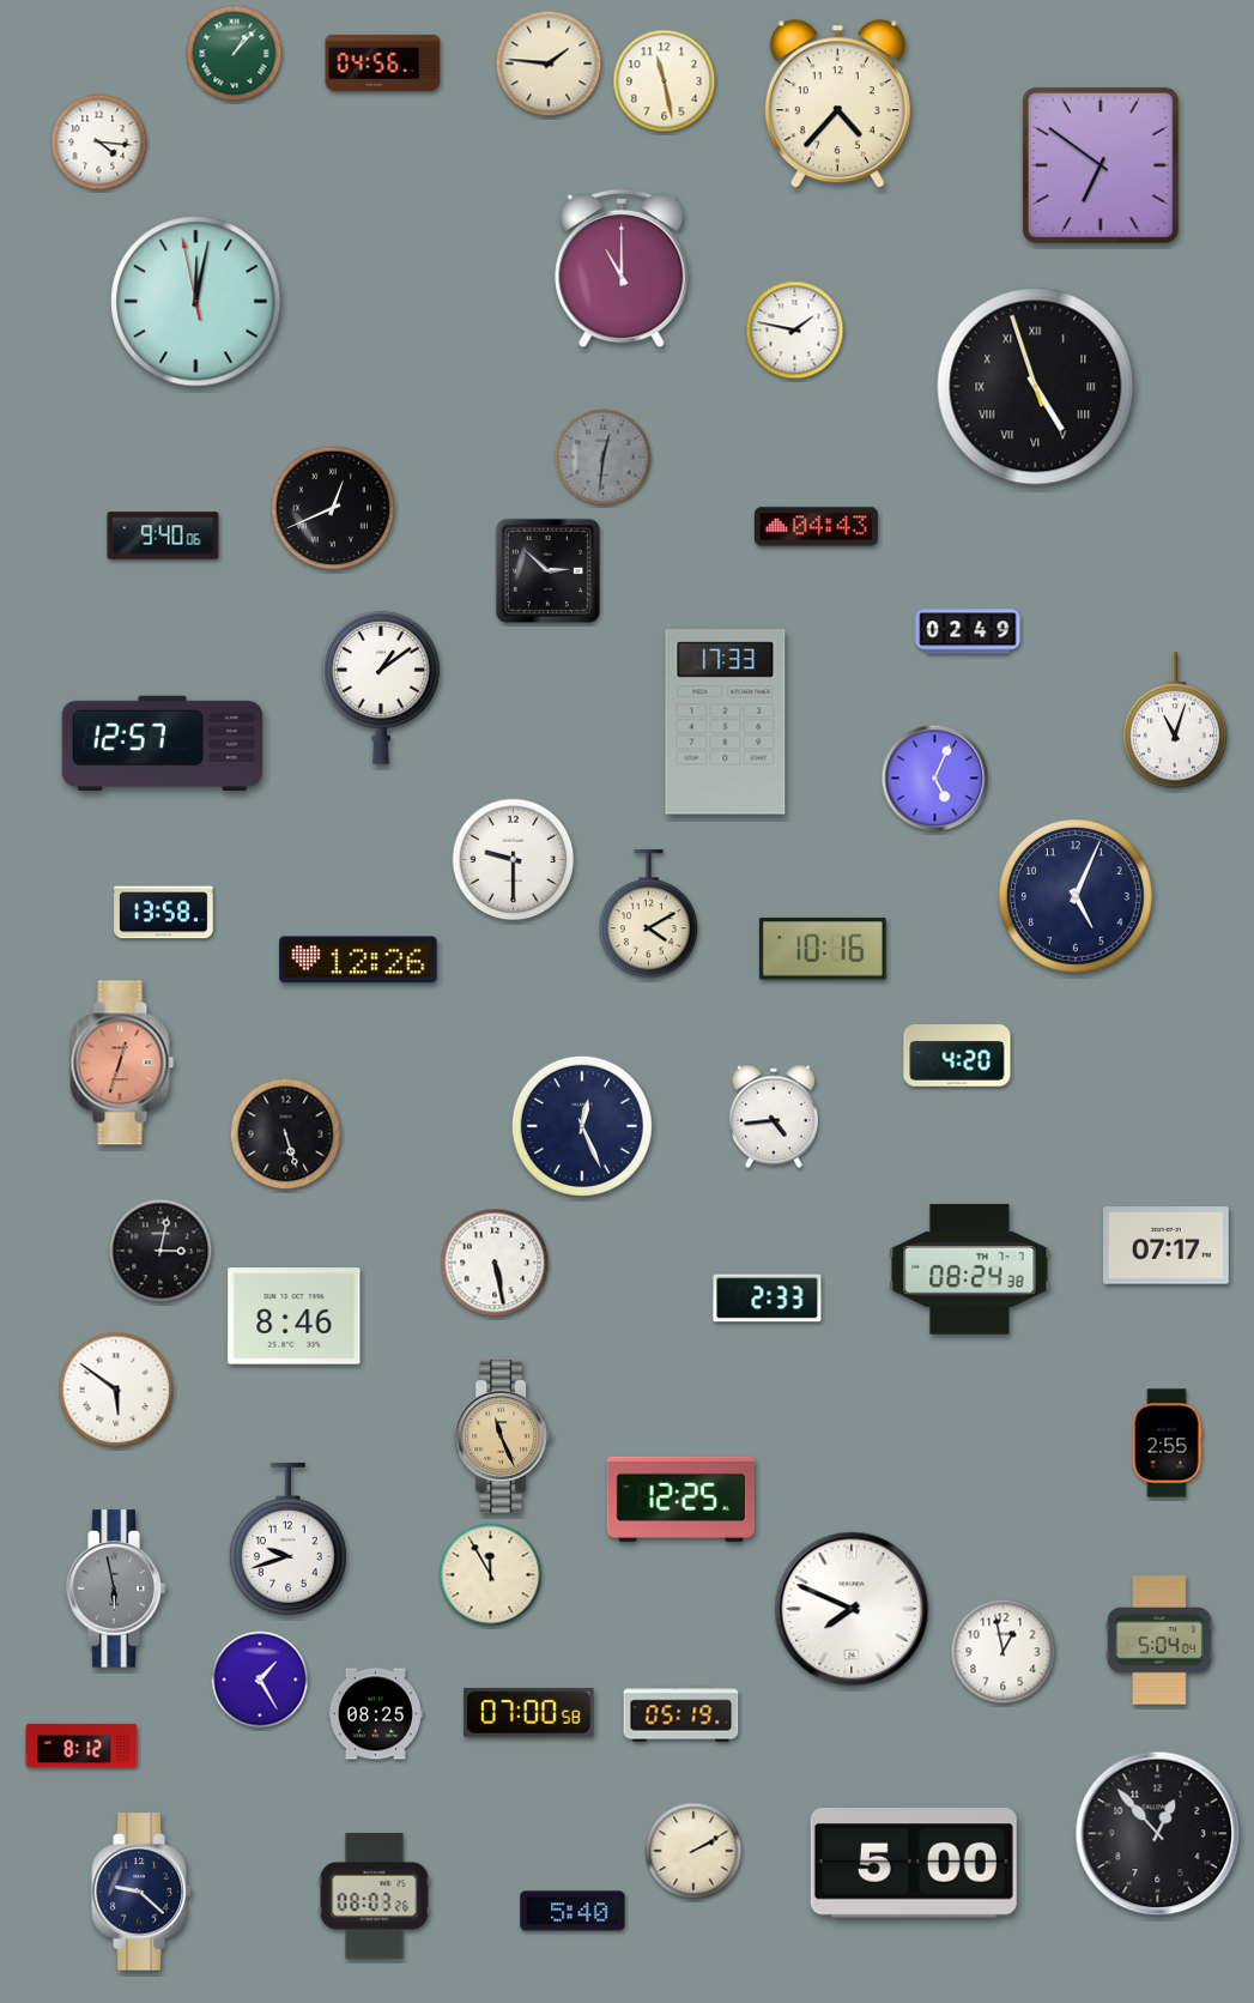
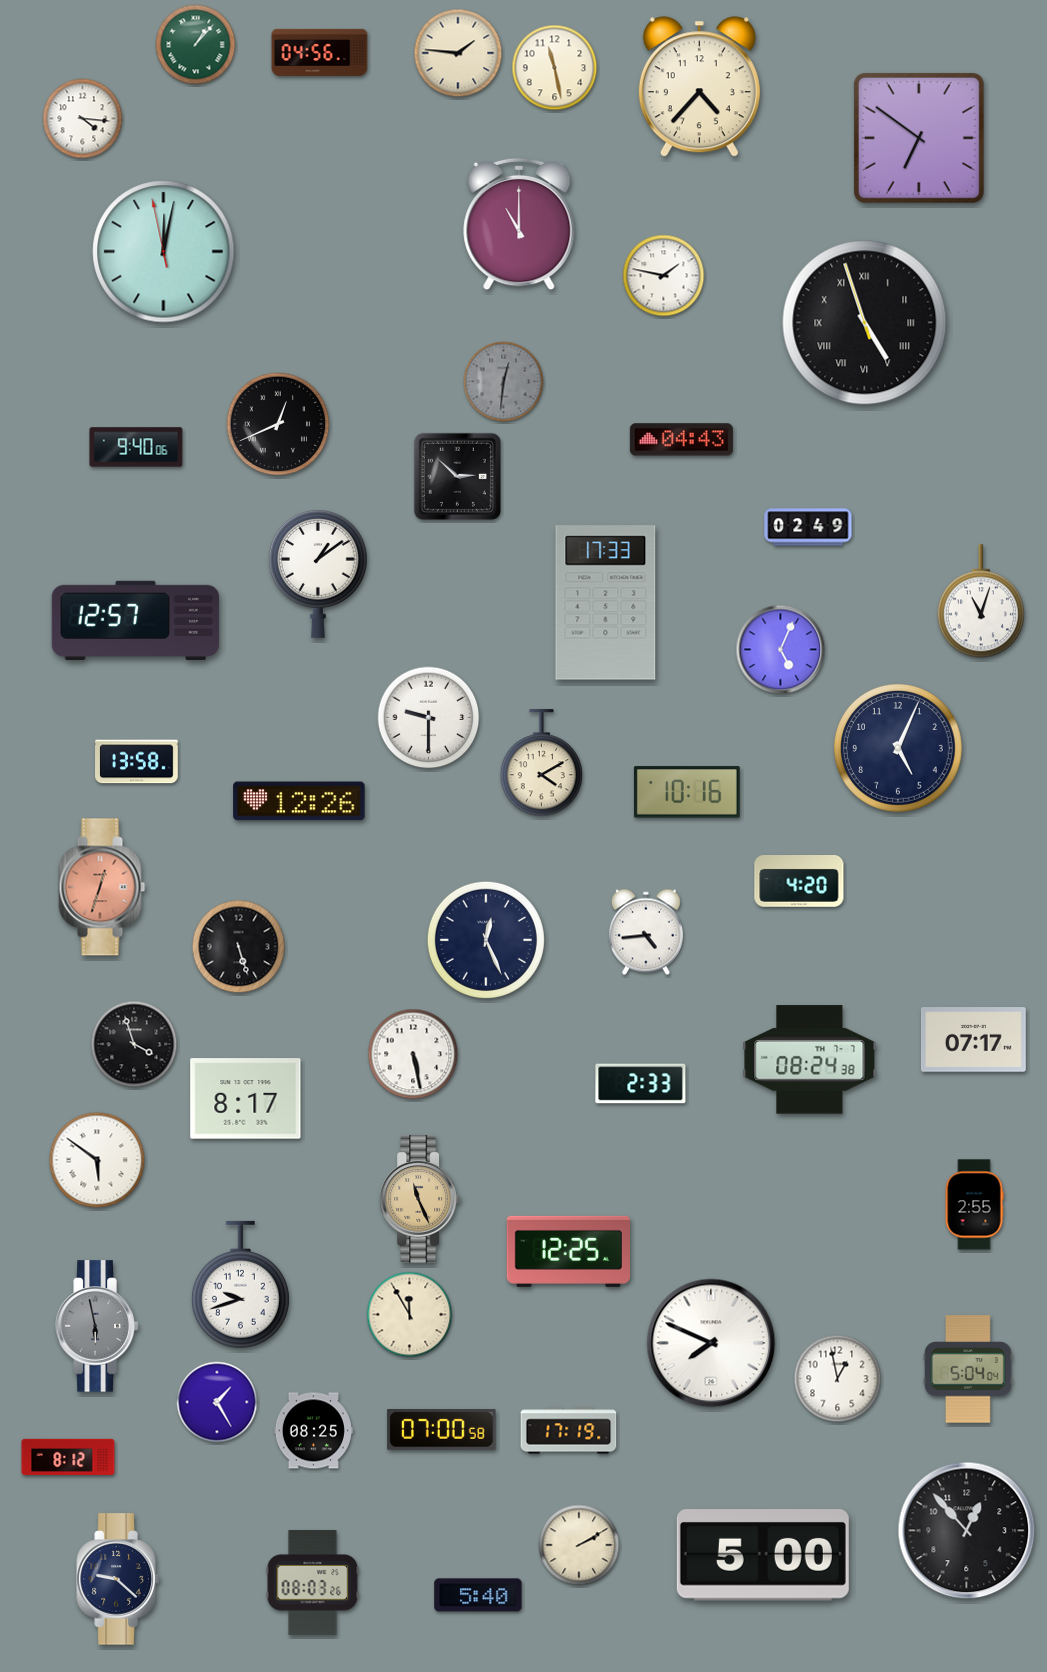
clock at (160, 1251): 3:02 -> 3:57
clock at (295, 1317): 8:46 -> 8:17
clock at (681, 1714): 05:19 -> 17:19
